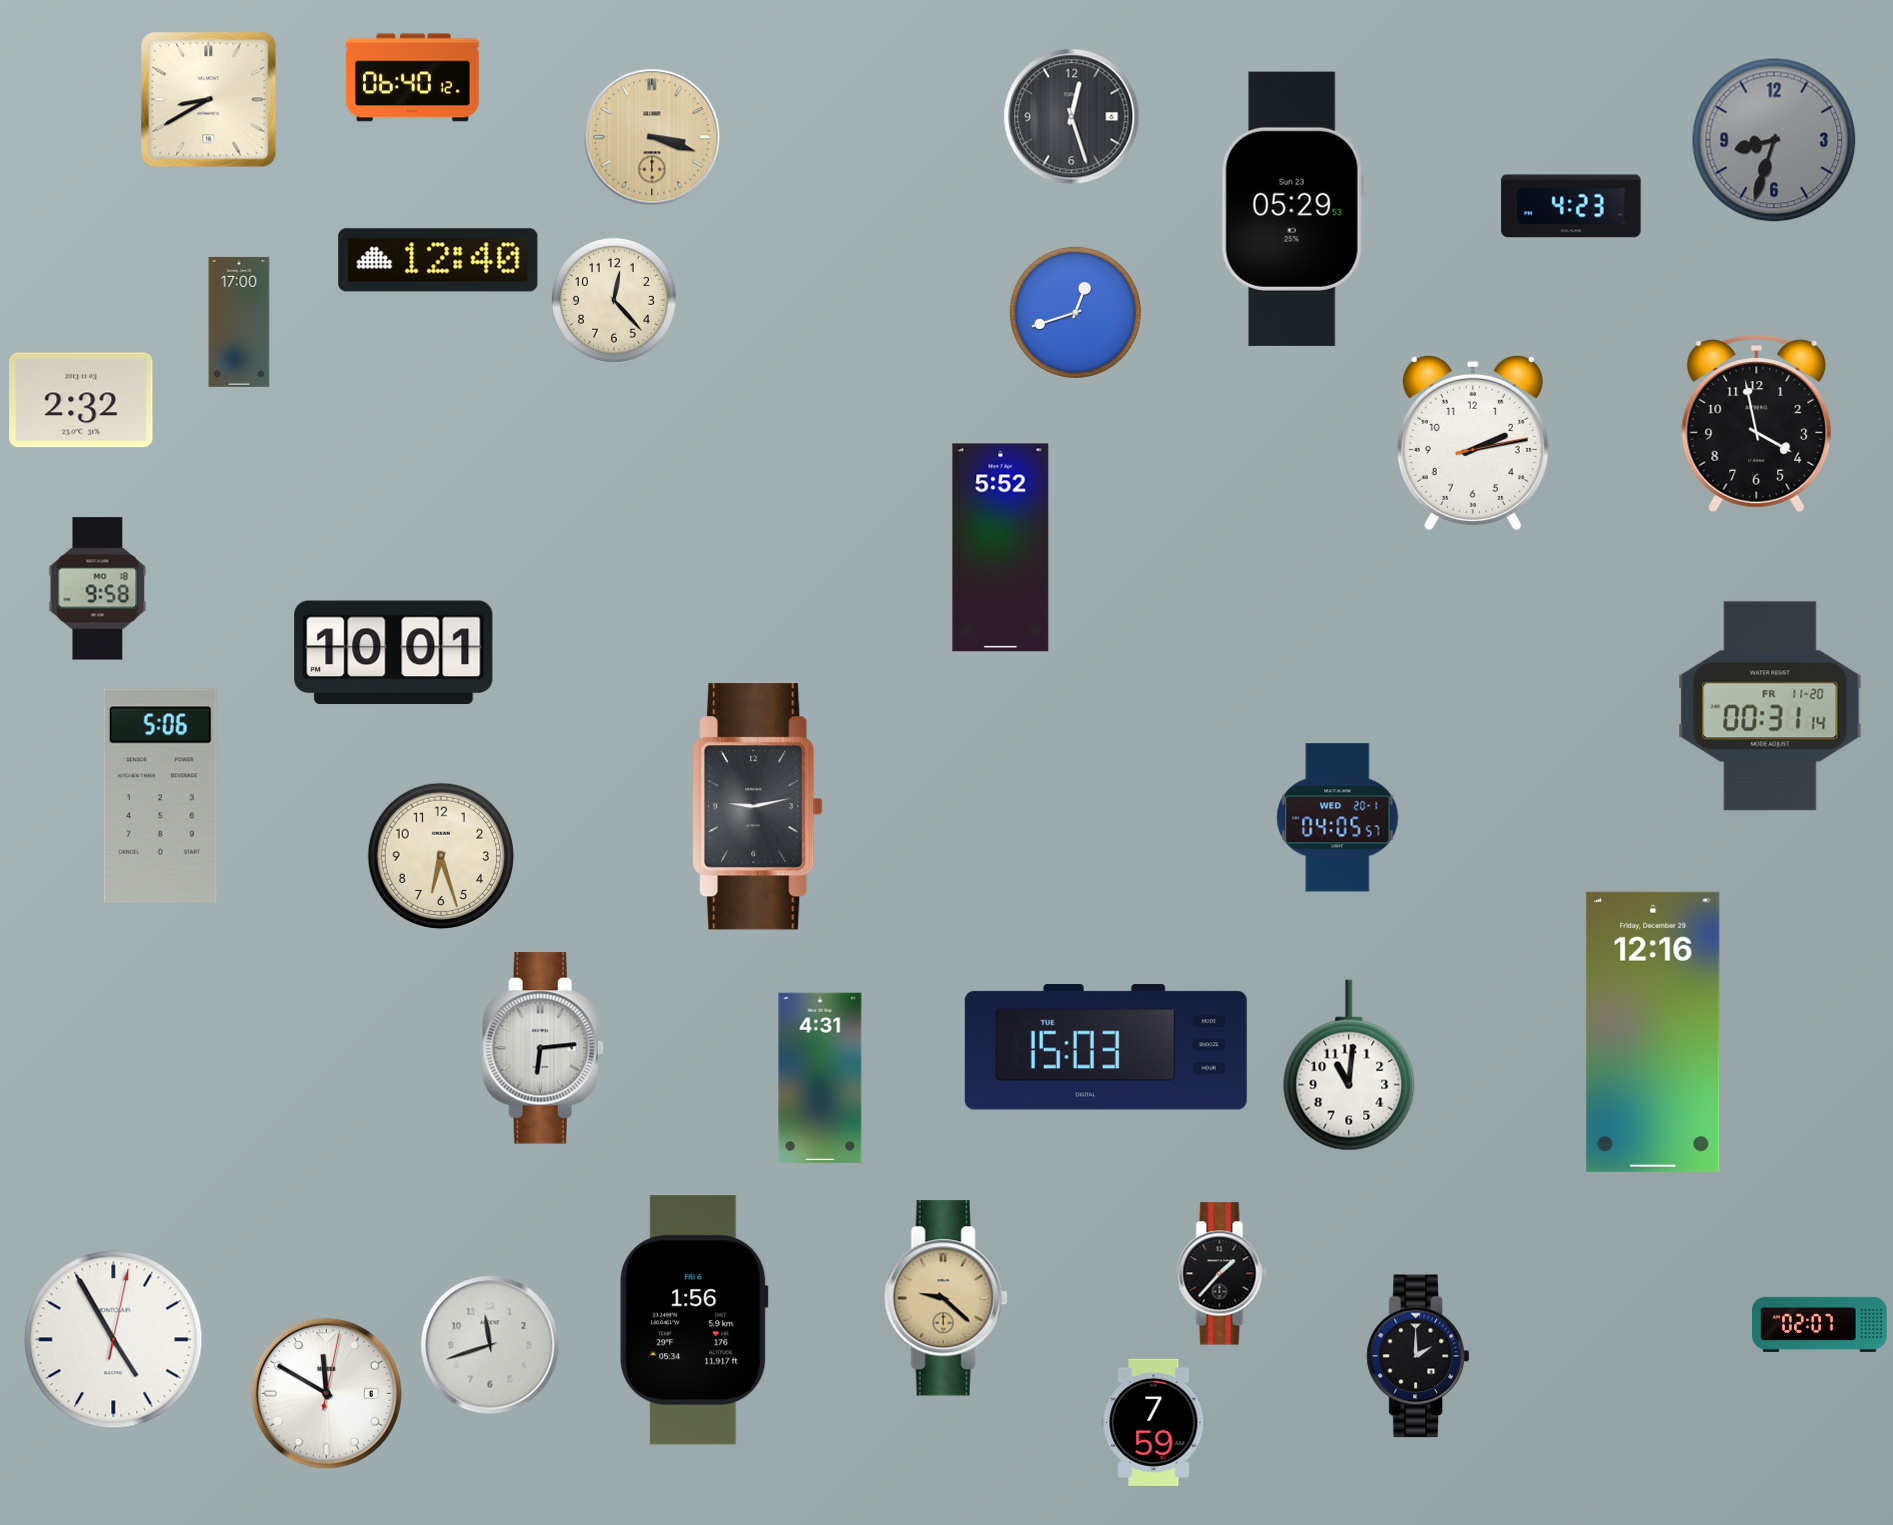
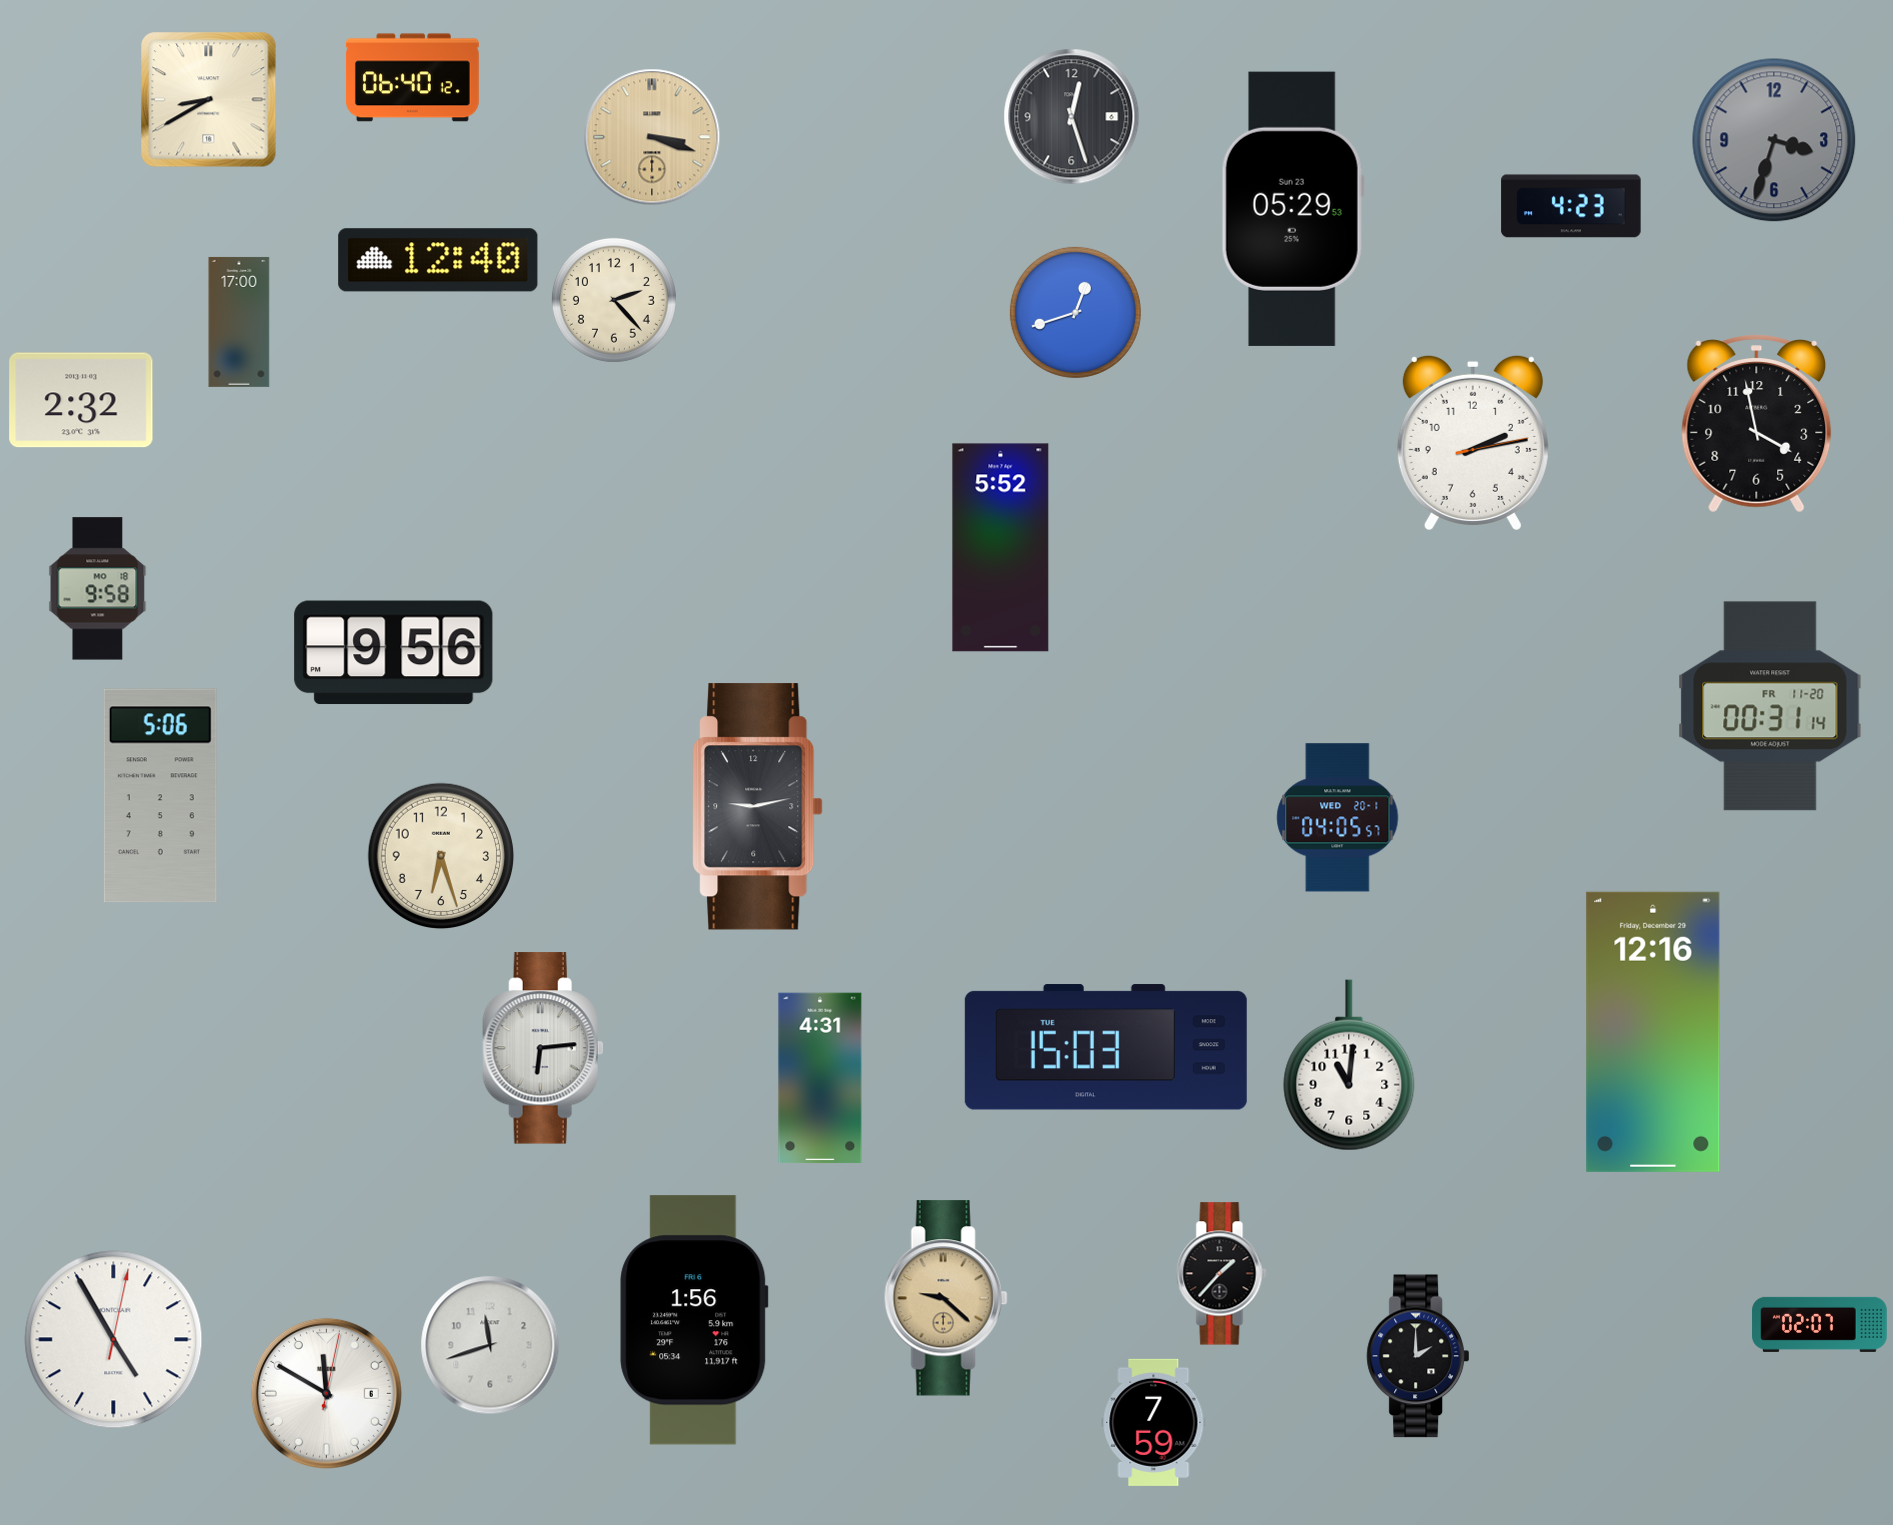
clock at (1774, 140): 8:33 -> 3:33
clock at (614, 300): 12:23 -> 2:23
clock at (394, 653): 10:01 -> 9:56
